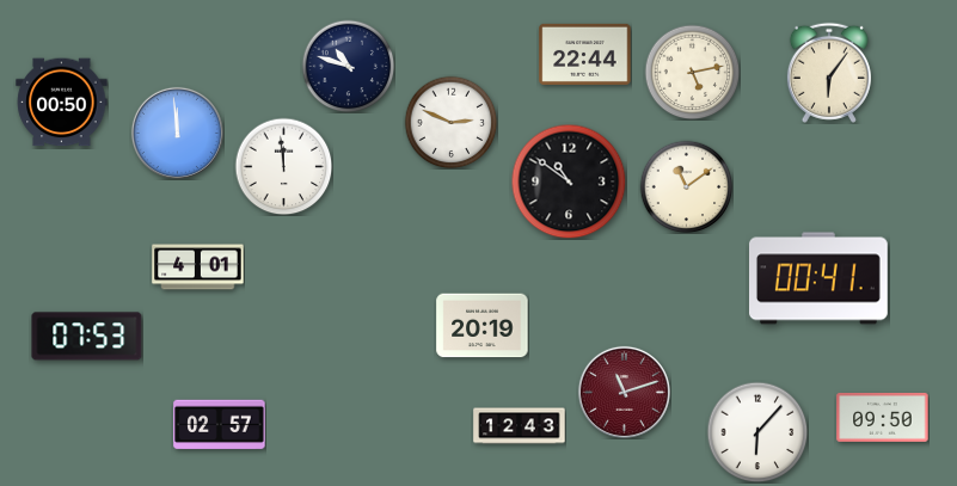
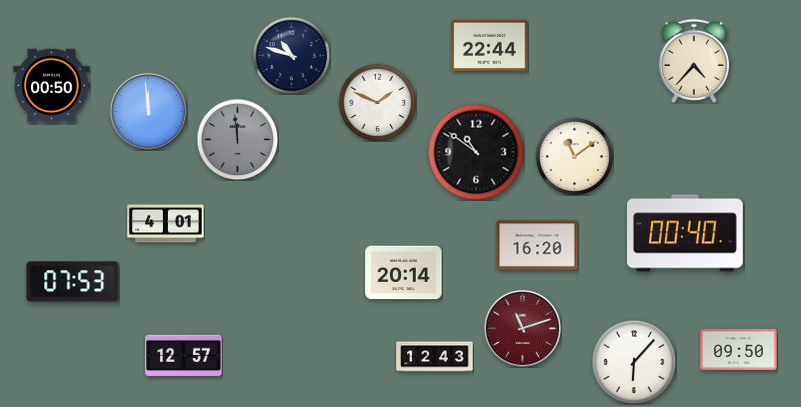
clock at (692, 72): 5:13 -> none
clock at (829, 73): 6:06 -> 4:37
clock at (450, 122): 2:49 -> 1:49
clock at (283, 166) dial: white -> grey
clock at (820, 278): 00:41 -> 00:40
clock at (537, 245): none -> 16:20
clock at (483, 326): 20:19 -> 20:14
clock at (220, 425): 02:57 -> 12:57
